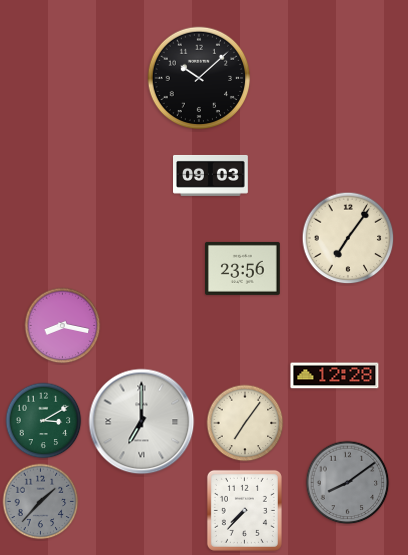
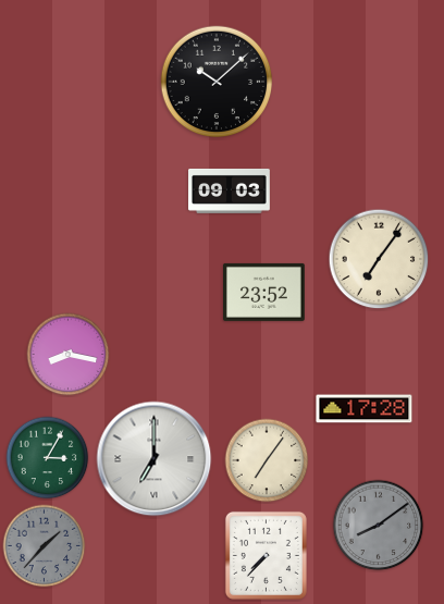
clock at (199, 78) position: (199, 78) -> (217, 82)
clock at (243, 268): 23:56 -> 23:52
clock at (335, 376): 12:28 -> 17:28
clock at (44, 421): 3:10 -> 3:05
